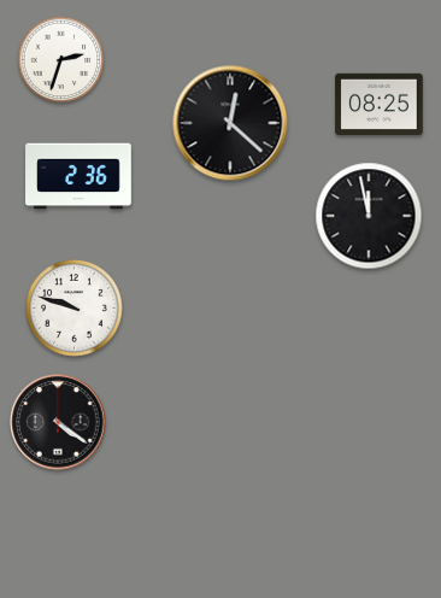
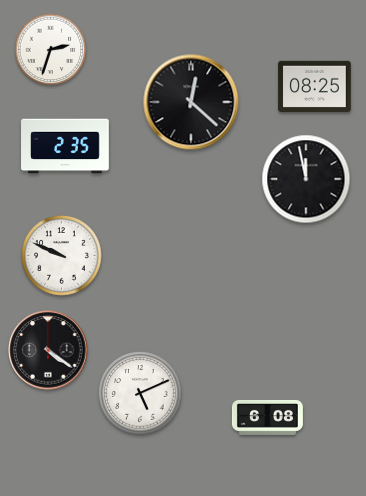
clock at (78, 176): 2:36 -> 2:35
clock at (75, 309): 9:48 -> 9:49
clock at (140, 393): none -> 5:11
clock at (267, 417): none -> 6:08
